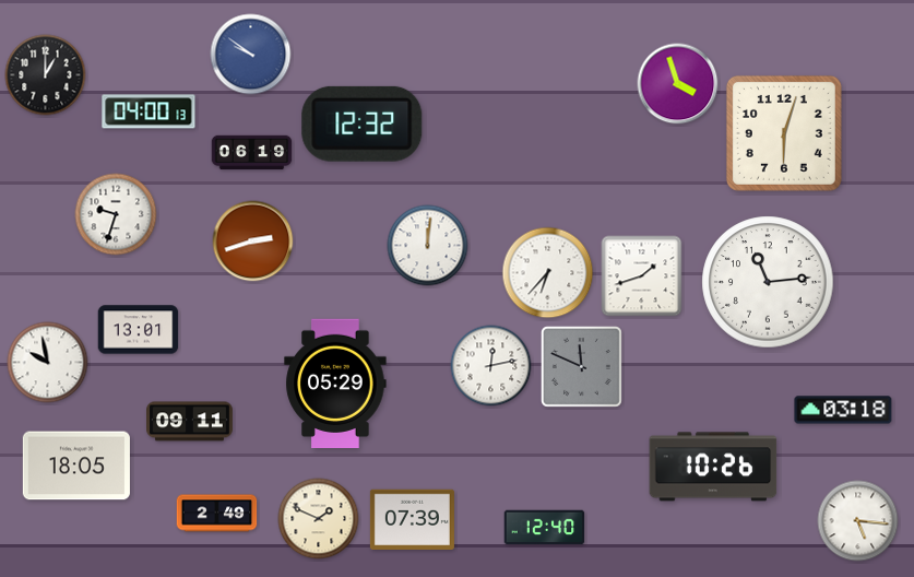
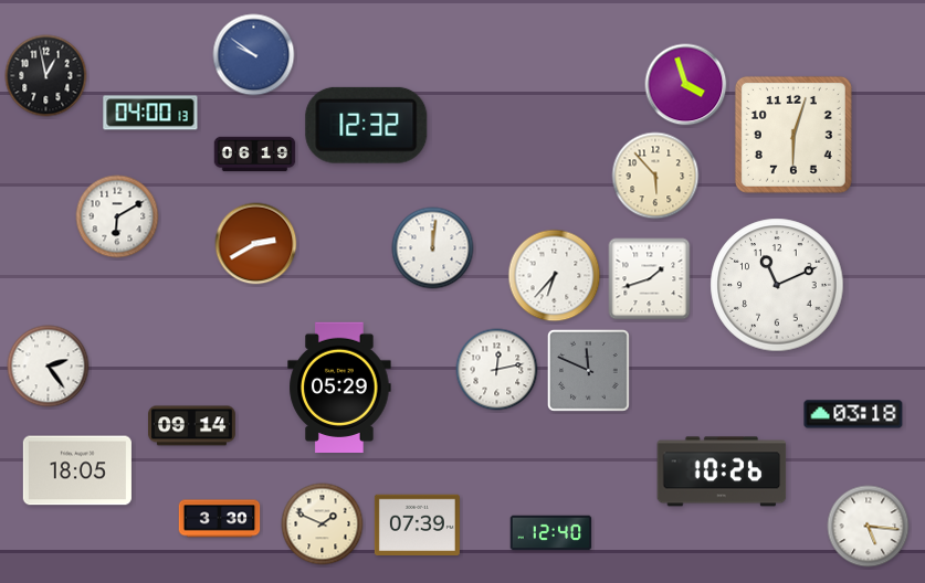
clock at (46, 75): 1:00 -> 12:58
clock at (655, 176): none -> 5:53
clock at (116, 214): 9:33 -> 6:10
clock at (253, 242): 2:42 -> 2:40
clock at (768, 282): 11:14 -> 11:11
clock at (139, 330): 13:01 -> none
clock at (48, 363): 9:58 -> 2:24
clock at (190, 422): 09:11 -> 09:14
clock at (217, 514): 2:49 -> 3:30
